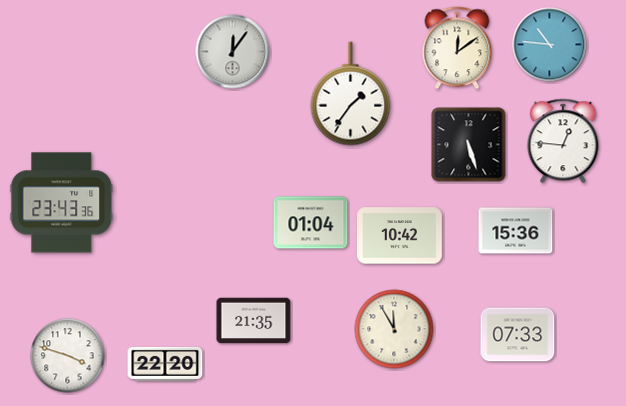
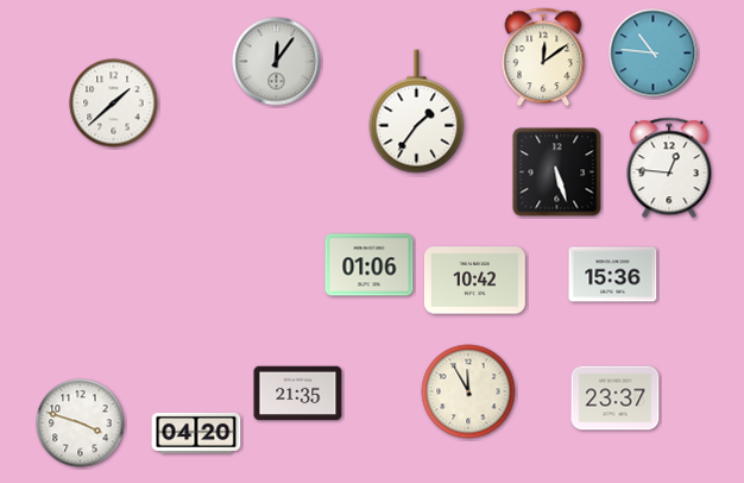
clock at (114, 103): none -> 1:38
clock at (62, 203): 23:43 -> none
clock at (311, 223): 01:04 -> 01:06
clock at (254, 321) position: (254, 321) -> (298, 394)
clock at (518, 335): 07:33 -> 23:37
clock at (165, 364): 22:20 -> 04:20
